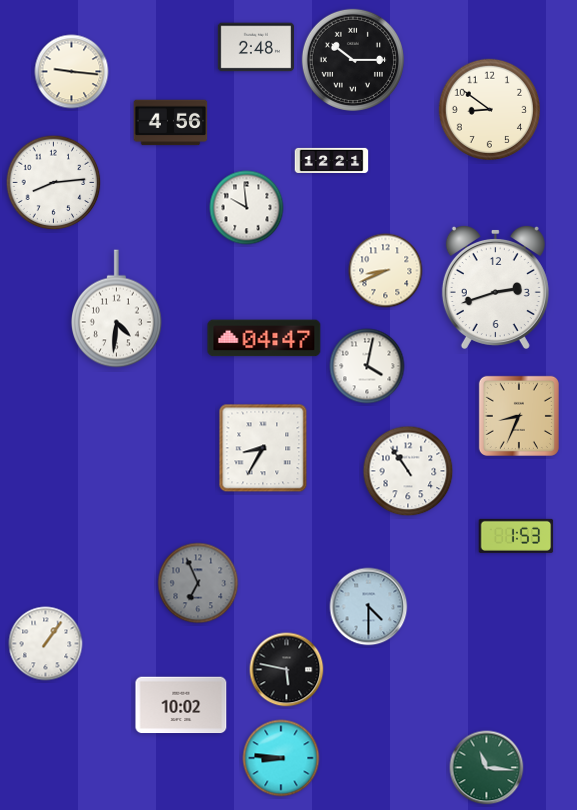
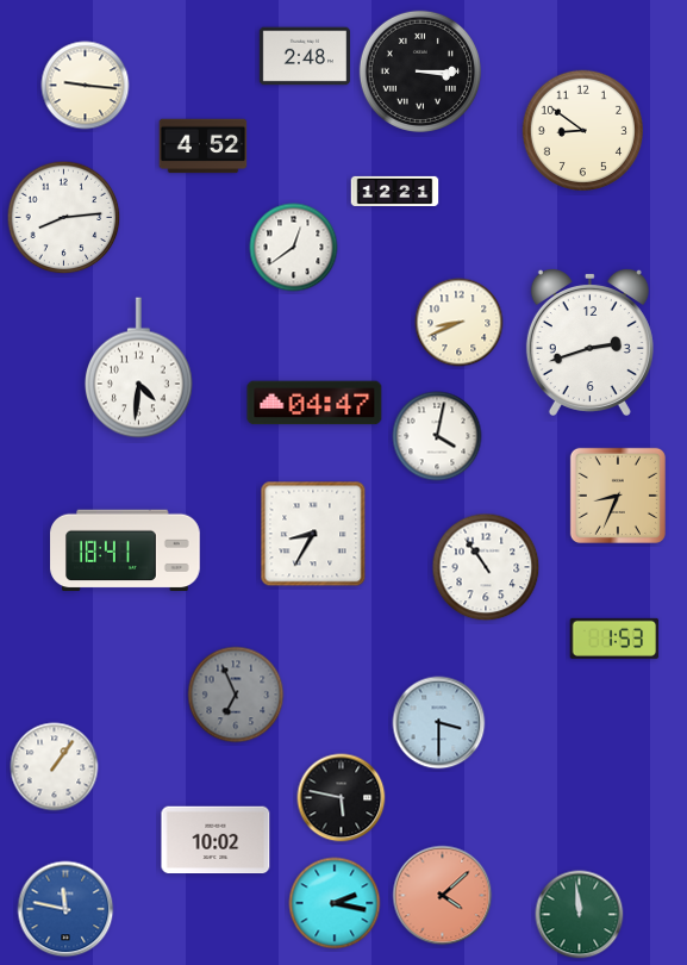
clock at (353, 60): 10:15 -> 3:15
clock at (171, 123): 4:56 -> 4:52
clock at (247, 208): 9:59 -> 12:39
clock at (125, 550): none -> 18:41
clock at (408, 471) position: (408, 471) -> (486, 567)
clock at (369, 607): 4:30 -> 3:30
clock at (443, 896): none -> 4:08
clock at (281, 758): 8:46 -> 2:17
clock at (65, 909): none -> 11:47
clock at (487, 768): 11:16 -> 11:59
